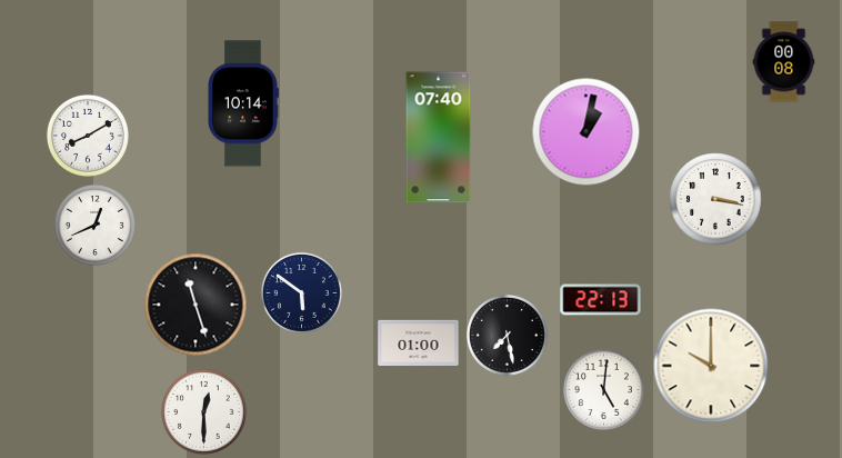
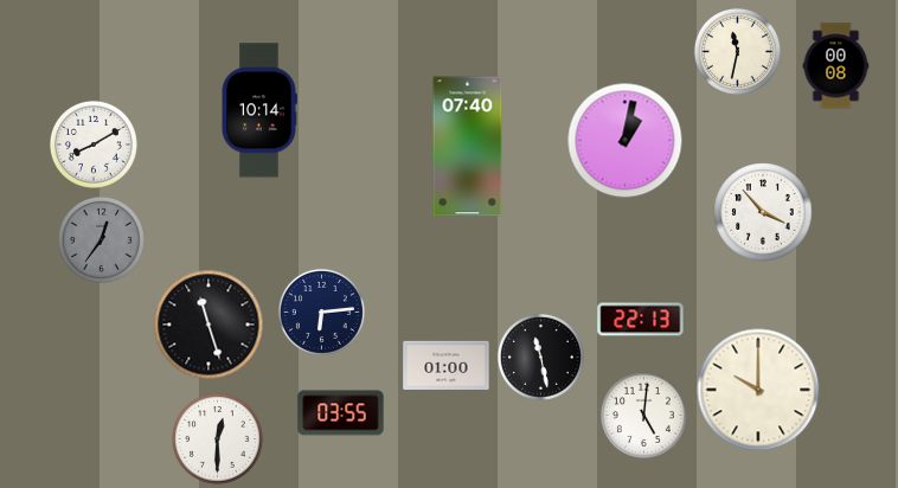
clock at (737, 51): none -> 11:32
clock at (715, 199): 3:17 -> 3:53
clock at (94, 225): 12:41 -> 12:36
clock at (94, 225) dial: white -> grey
clock at (301, 292): 5:51 -> 6:14
clock at (507, 335): 7:28 -> 11:28
clock at (341, 413): none -> 03:55
